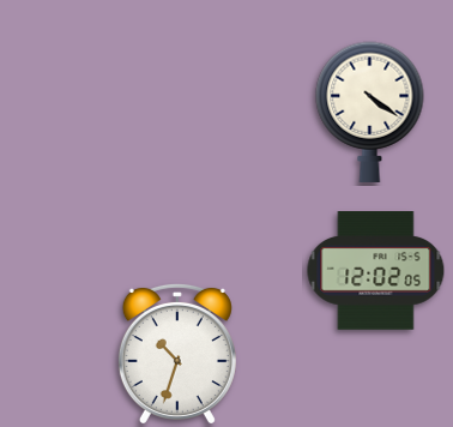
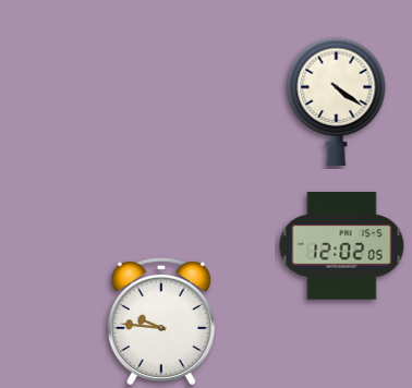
clock at (177, 353): 10:33 -> 9:46
